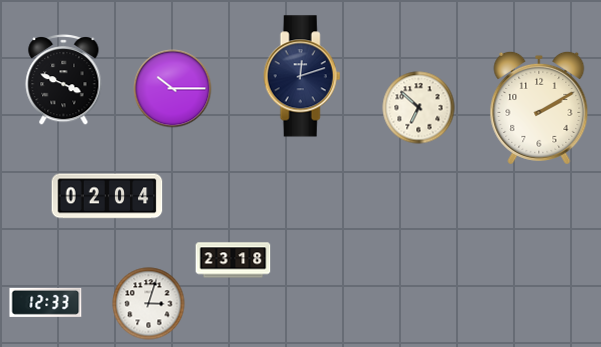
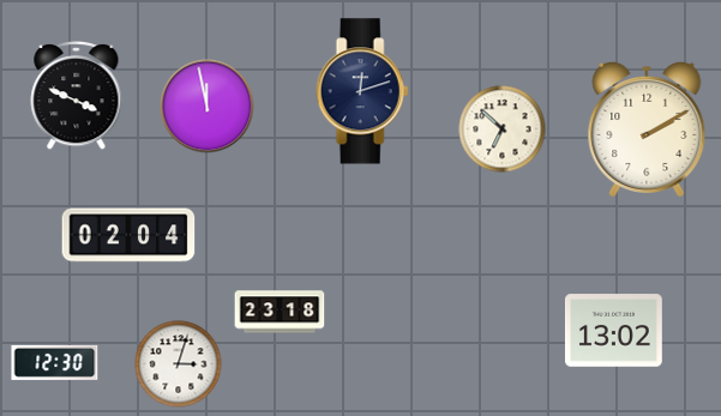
clock at (173, 89): 10:15 -> 11:58
clock at (613, 331): none -> 13:02
clock at (46, 302): 12:33 -> 12:30
